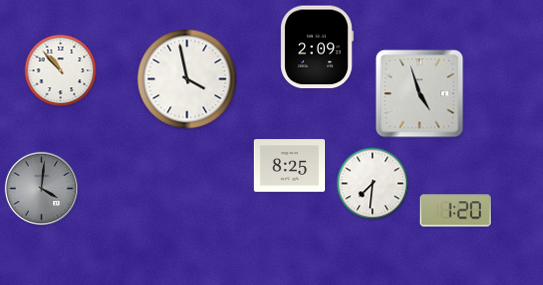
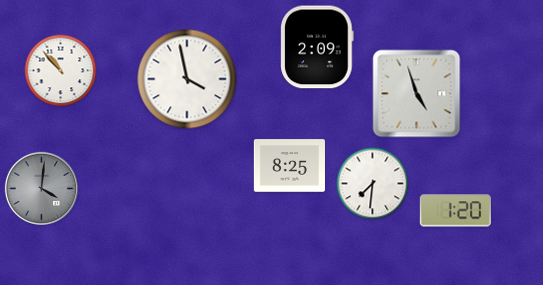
clock at (420, 94) position: (420, 94) -> (417, 94)
